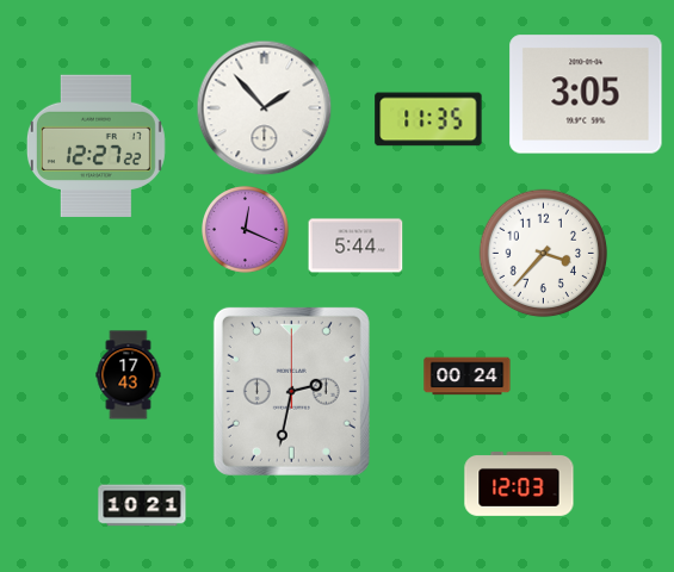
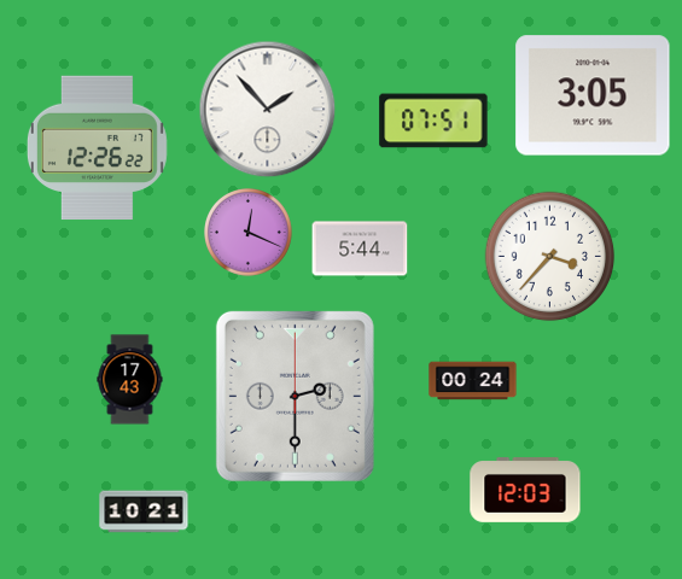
clock at (428, 119): 11:35 -> 07:51
clock at (95, 147): 12:27 -> 12:26
clock at (291, 391): 2:32 -> 2:30
